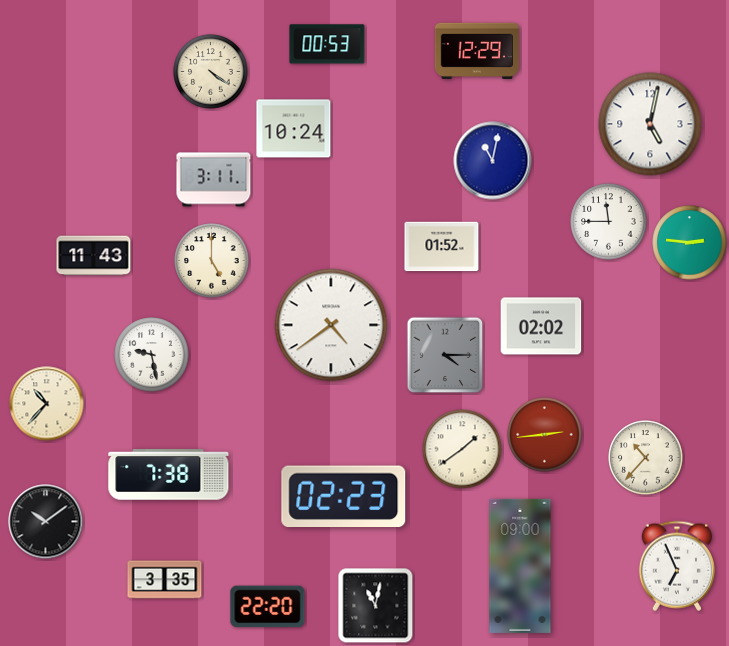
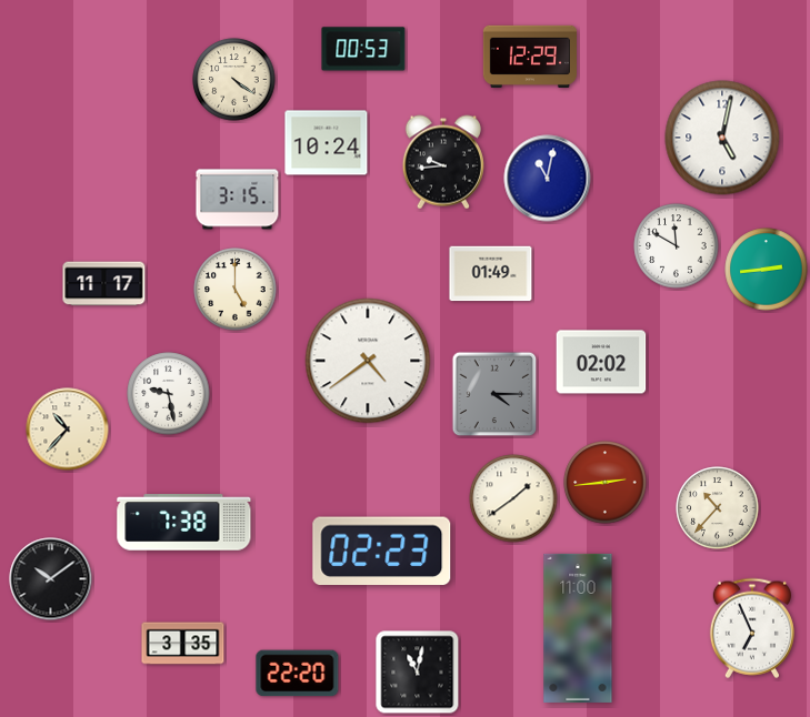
clock at (443, 162): none -> 9:44
clock at (214, 180): 3:11 -> 3:15
clock at (609, 222): 11:45 -> 11:50
clock at (690, 243): 2:46 -> 2:44
clock at (442, 247): 01:52 -> 01:49
clock at (94, 256): 11:43 -> 11:17
clock at (47, 404) position: (47, 404) -> (68, 430)
clock at (169, 475) position: (169, 475) -> (184, 523)
clock at (520, 566): 09:00 -> 11:00
